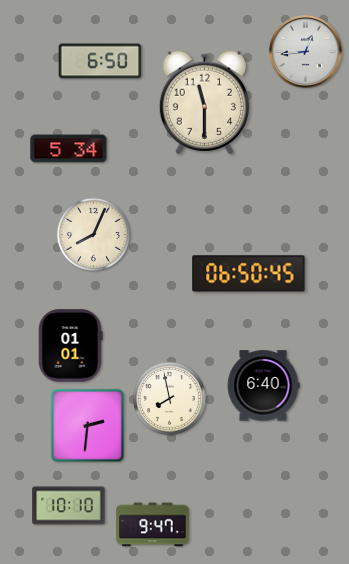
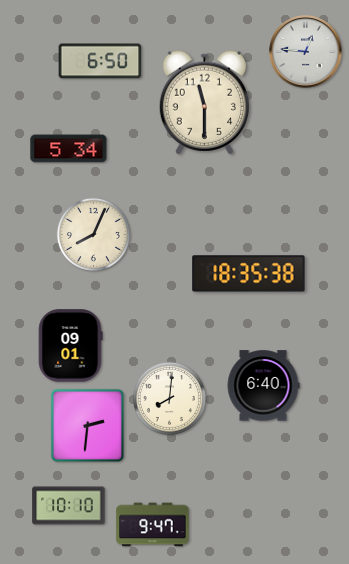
clock at (306, 52): 12:44 -> 12:46
clock at (249, 274): 06:50 -> 18:35
clock at (70, 346): 01:01 -> 09:01
clock at (169, 398): 7:58 -> 8:01
